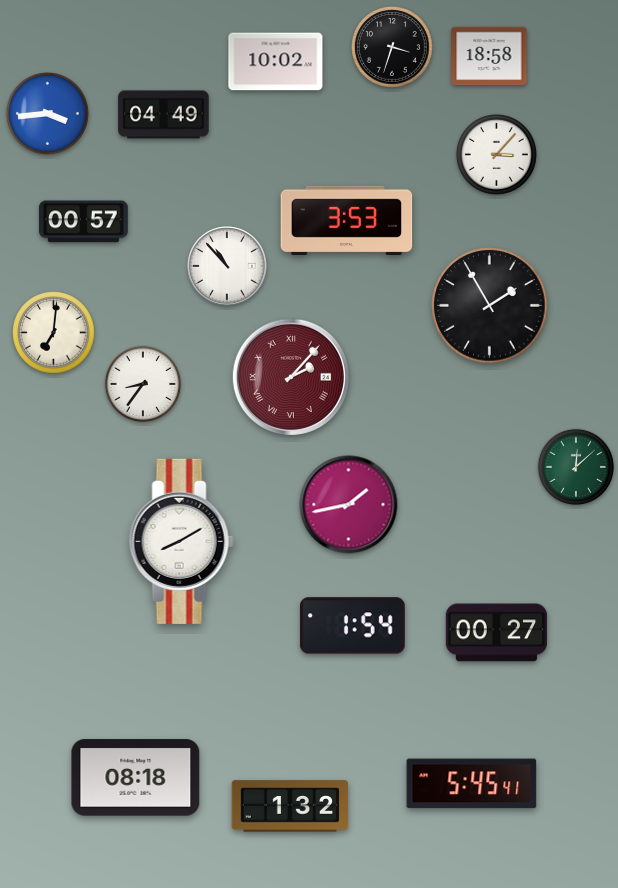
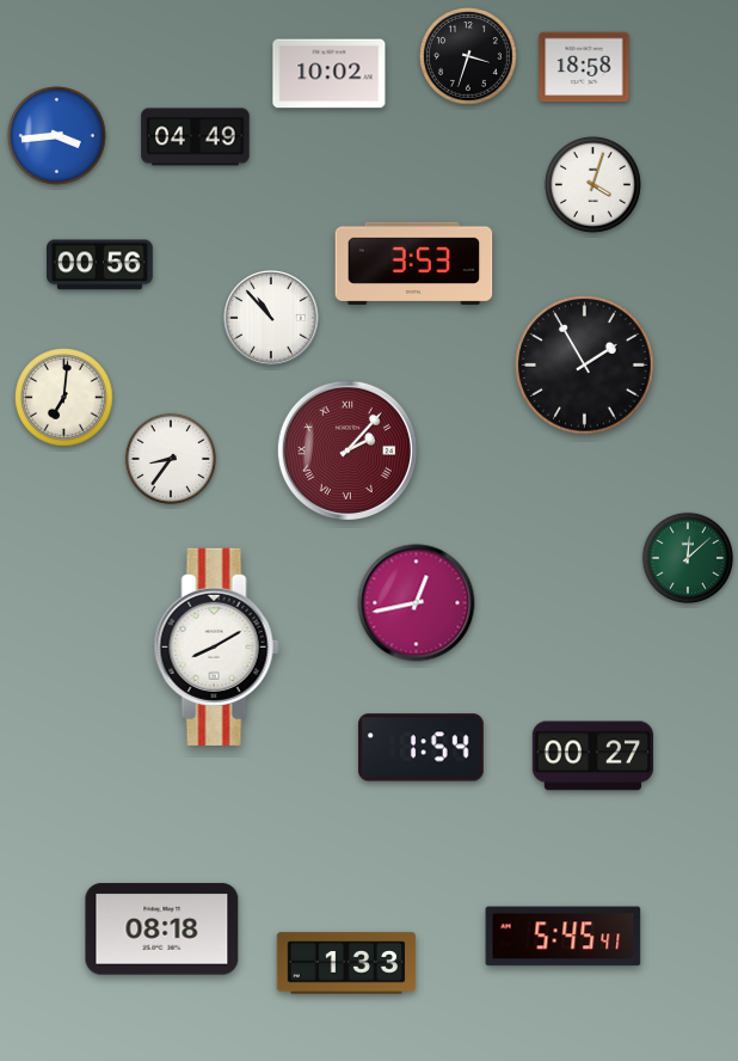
clock at (496, 154): 3:07 -> 4:03
clock at (84, 222): 00:57 -> 00:56
clock at (349, 505): 1:43 -> 12:43
clock at (290, 806): 1:32 -> 1:33
